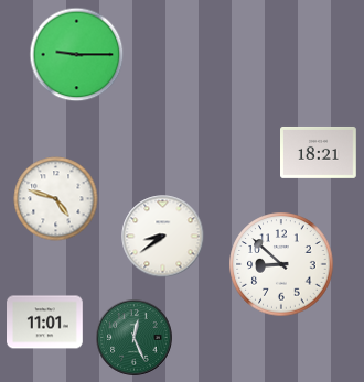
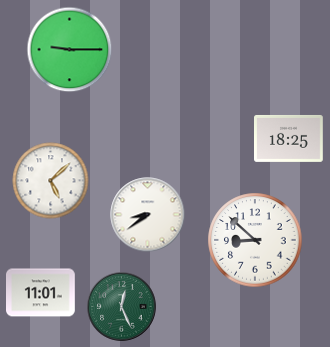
clock at (319, 152): 18:21 -> 18:25
clock at (56, 199): 4:48 -> 5:08
